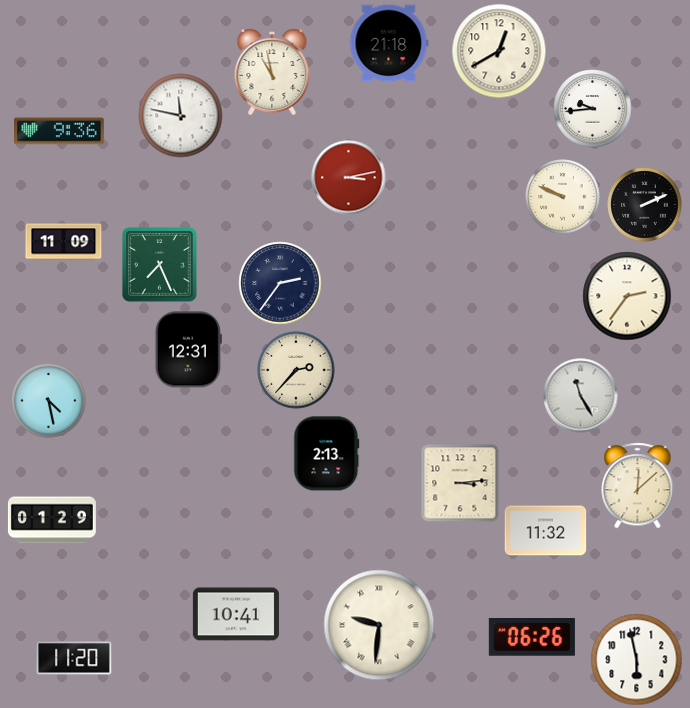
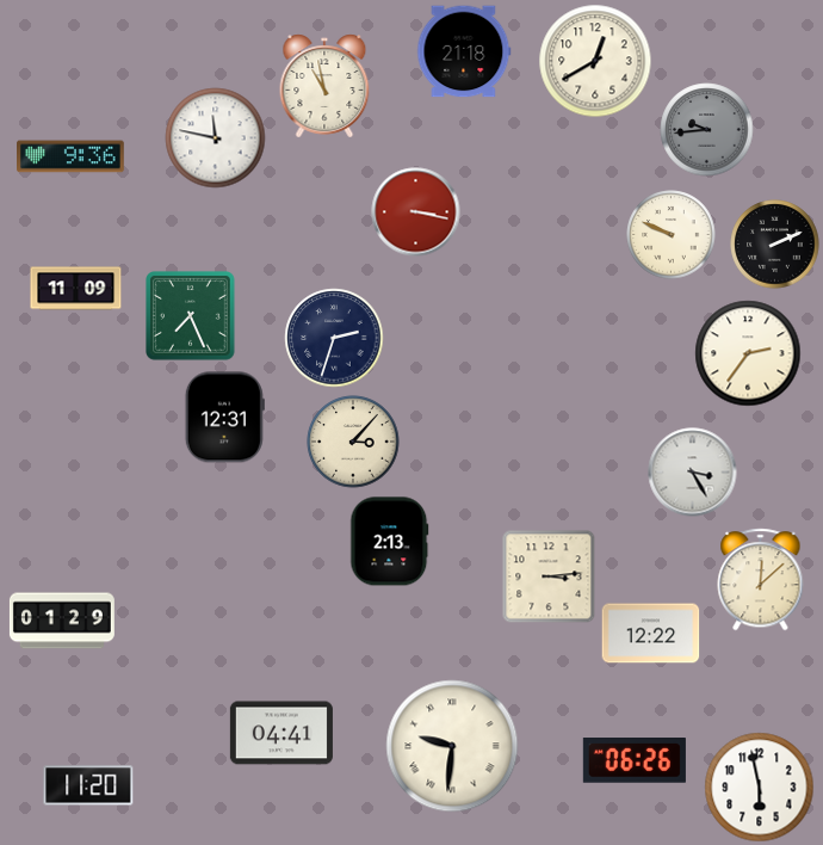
clock at (593, 109) dial: white -> grey
clock at (349, 178): 3:13 -> 3:17
clock at (645, 205) position: (645, 205) -> (775, 245)
clock at (280, 283): 2:36 -> 2:33
clock at (296, 370): 2:37 -> 3:07
clock at (581, 396): 11:25 -> 3:25
clock at (49, 401): 4:28 -> none
clock at (546, 531): 11:32 -> 12:22
clock at (236, 614): 10:41 -> 04:41
